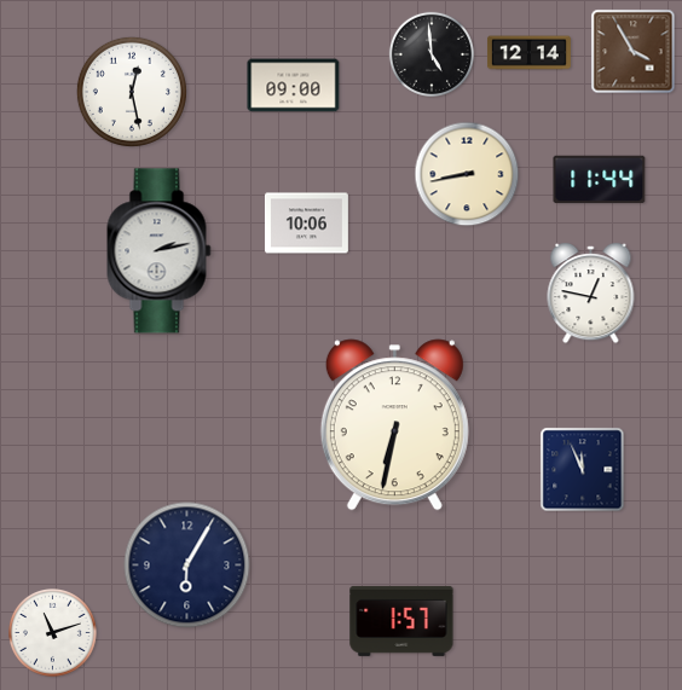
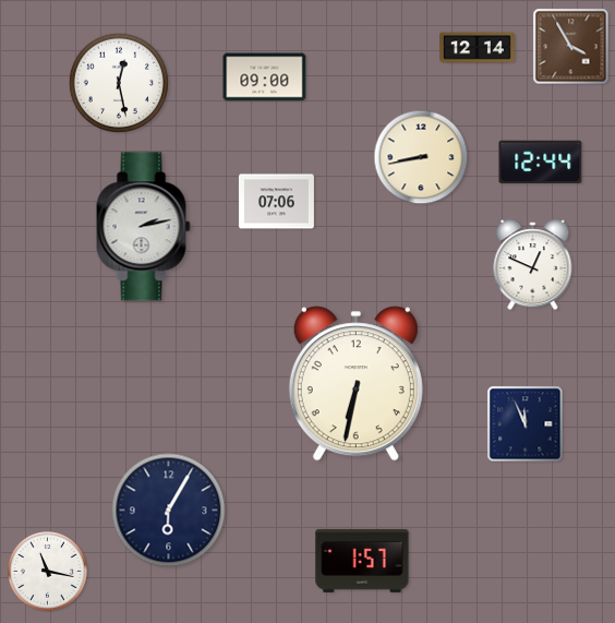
clock at (430, 53): 4:59 -> none
clock at (600, 180): 11:44 -> 12:44
clock at (306, 224): 10:06 -> 07:06
clock at (591, 295): 12:47 -> 12:49
clock at (53, 633): 11:12 -> 11:17
